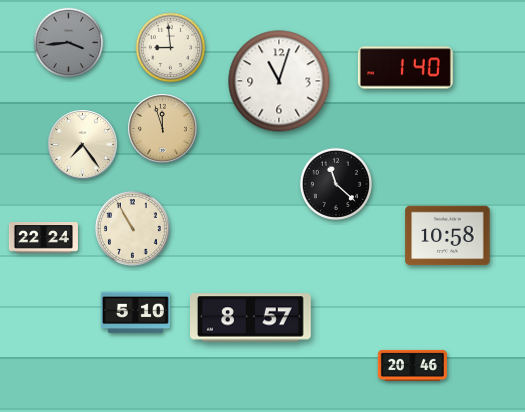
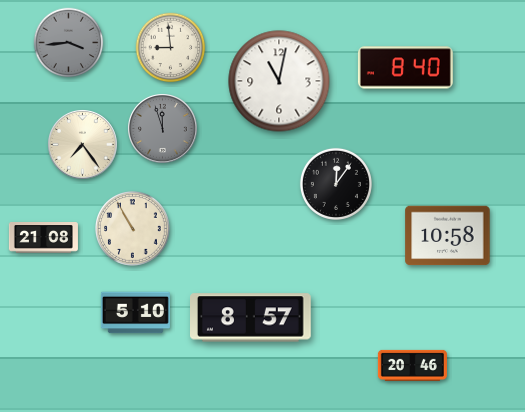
clock at (405, 68): 1:40 -> 8:40
clock at (279, 81): 11:03 -> 11:02
clock at (163, 129) dial: champagne -> grey
clock at (336, 184): 11:22 -> 12:06
clock at (43, 238): 22:24 -> 21:08
